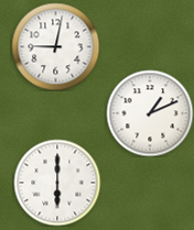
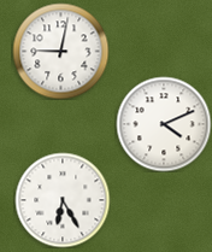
clock at (150, 113): 1:11 -> 4:11
clock at (57, 183): 6:00 -> 6:25
